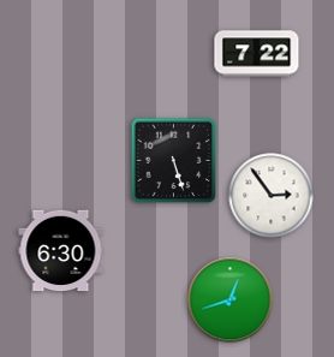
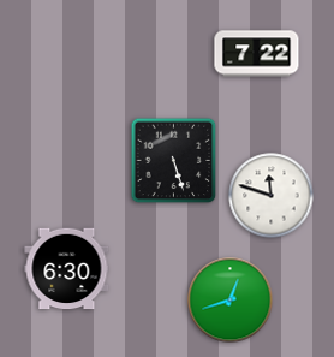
clock at (272, 196): 2:54 -> 11:48
clock at (61, 251) position: (61, 251) -> (67, 269)
